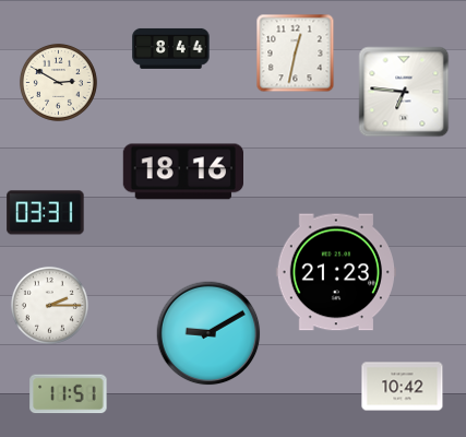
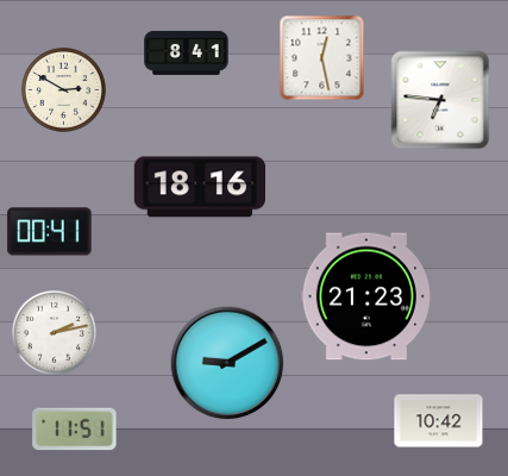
clock at (171, 48): 8:44 -> 8:41
clock at (296, 54): 12:32 -> 12:28
clock at (46, 213): 03:31 -> 00:41
clock at (49, 305): 2:15 -> 2:13
